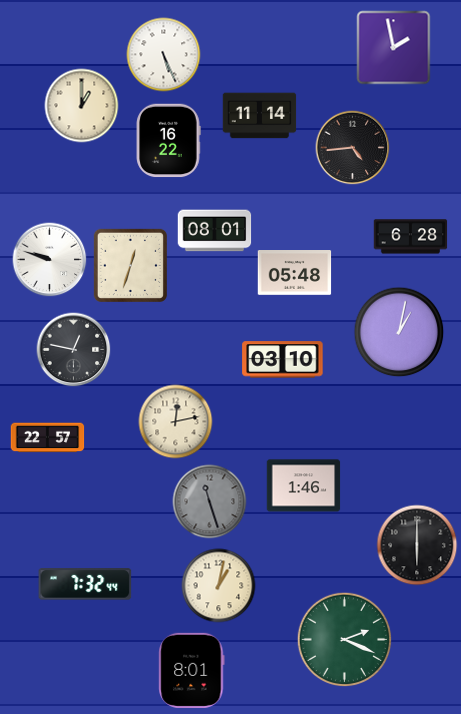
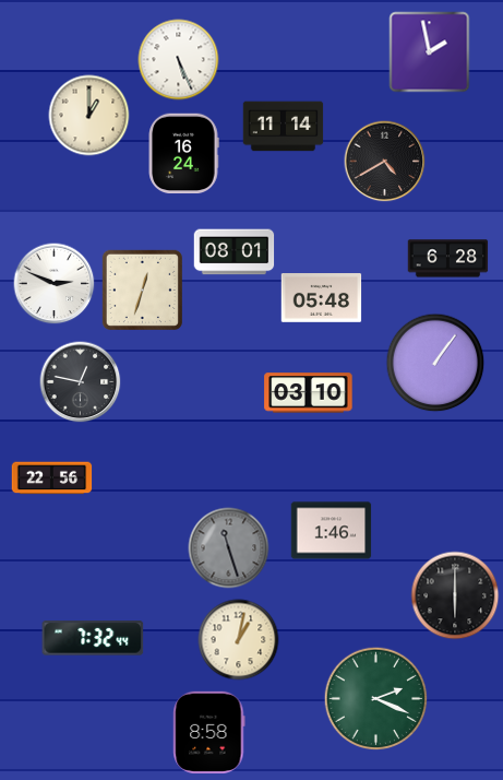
clock at (168, 141): 16:22 -> 16:24
clock at (353, 148): 4:44 -> 4:40
clock at (50, 260): 9:48 -> 2:49
clock at (399, 332): 1:02 -> 1:06
clock at (176, 422): 12:13 -> none
clock at (48, 438): 22:57 -> 22:56
clock at (192, 670): 8:01 -> 8:58
